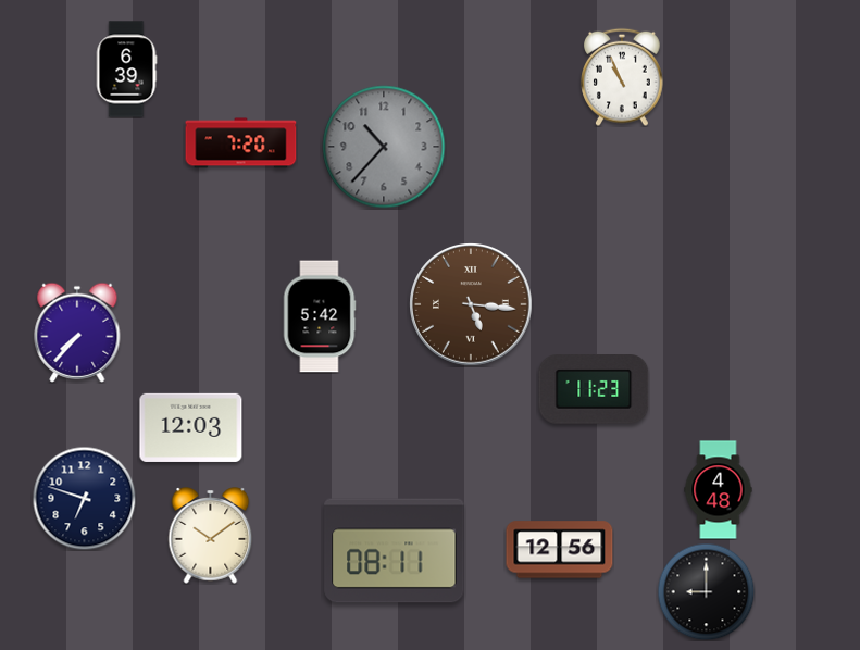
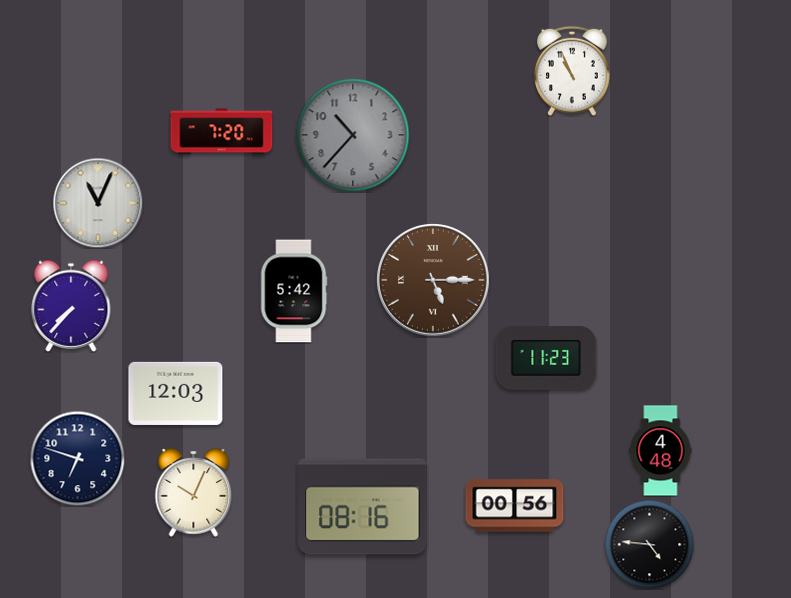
clock at (126, 70): 6:39 -> none
clock at (98, 203): none -> 11:04
clock at (471, 304): 5:16 -> 5:15
clock at (211, 536): 10:09 -> 10:04
clock at (560, 550): 12:56 -> 00:56
clock at (395, 551): 08:11 -> 08:16
clock at (706, 591): 9:00 -> 4:46
